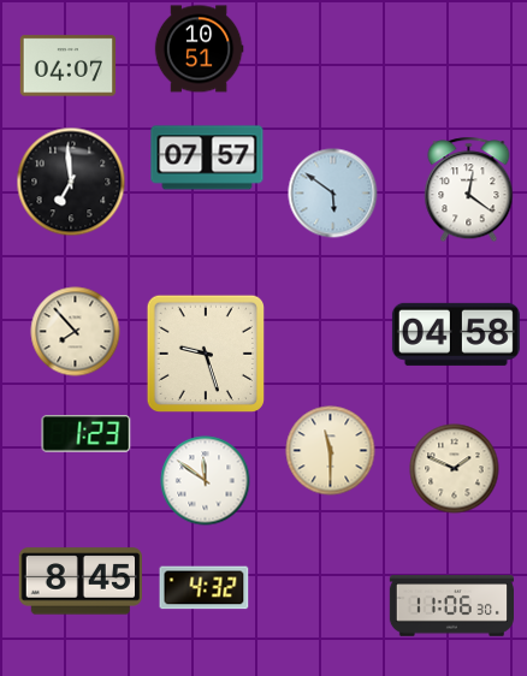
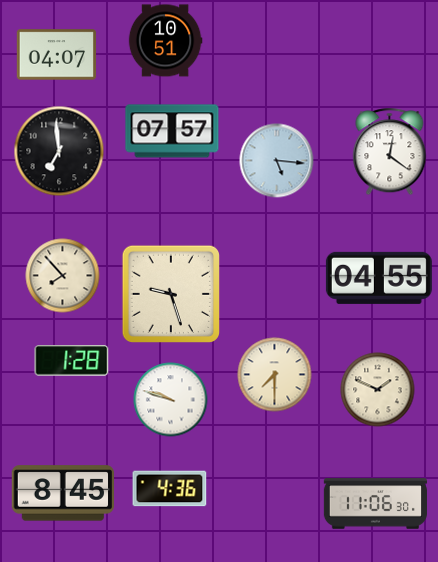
clock at (469, 190) position: (469, 190) -> (390, 152)
clock at (333, 194): 5:51 -> 5:16
clock at (456, 334): 04:58 -> 04:55
clock at (87, 434): 1:23 -> 1:28
clock at (331, 451): 11:30 -> 7:30
clock at (206, 481): 11:51 -> 9:48
clock at (81, 581) position: (81, 581) -> (63, 493)
clock at (205, 588): 4:32 -> 4:36
